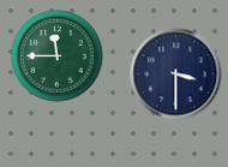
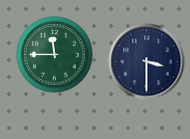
clock at (58, 56) position: (58, 56) -> (55, 55)
